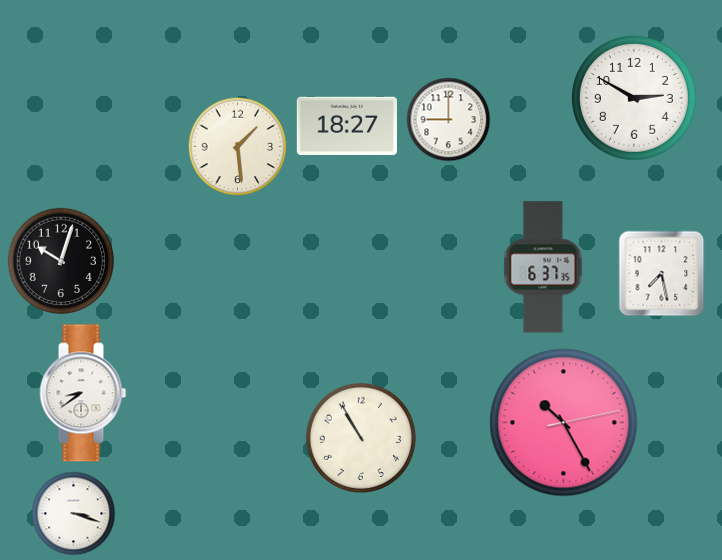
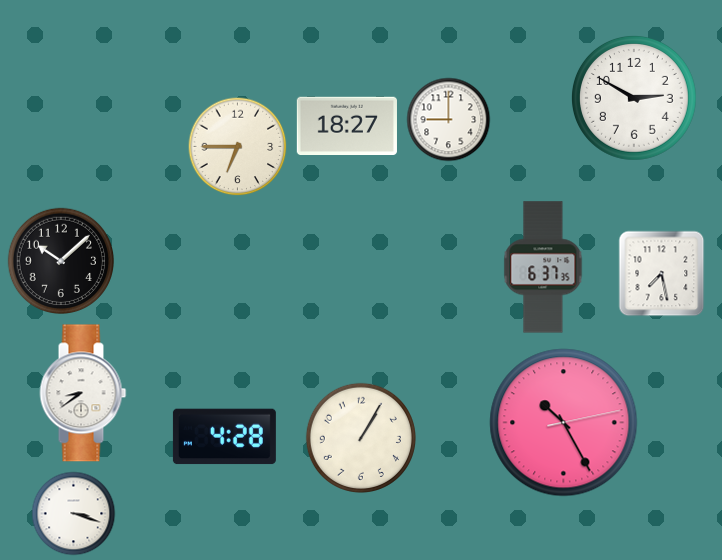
clock at (238, 147): 1:29 -> 6:45
clock at (60, 260): 10:03 -> 10:08
clock at (224, 437): none -> 4:28
clock at (361, 438): 10:55 -> 1:05
